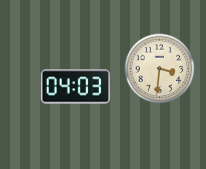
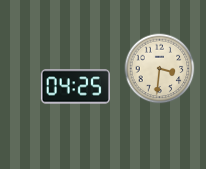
clock at (75, 87): 04:03 -> 04:25
